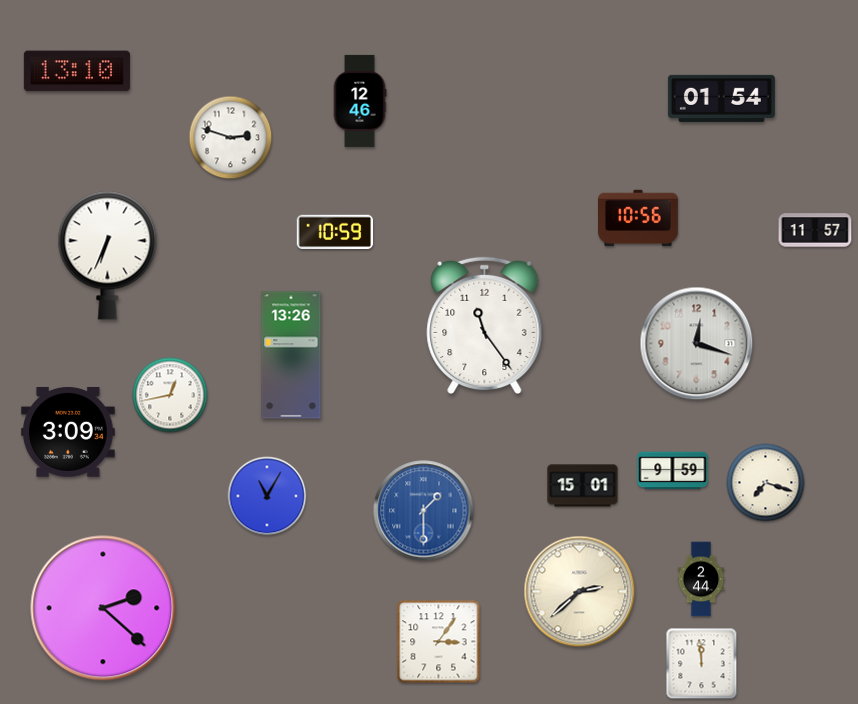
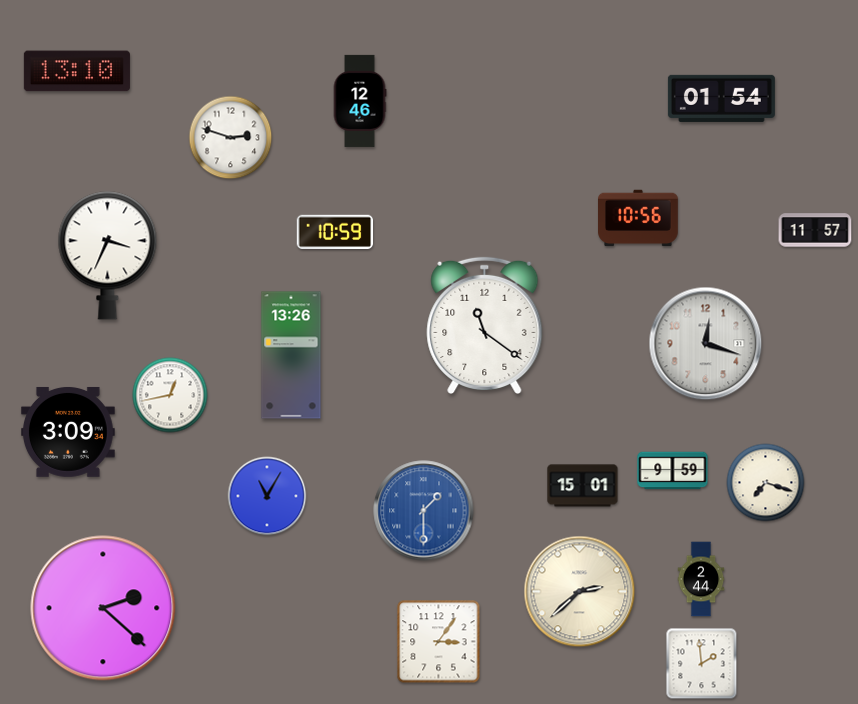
clock at (108, 255): 6:34 -> 3:34
clock at (485, 326): 11:24 -> 11:21
clock at (697, 344) position: (697, 344) -> (706, 344)
clock at (702, 664): 11:59 -> 1:59
